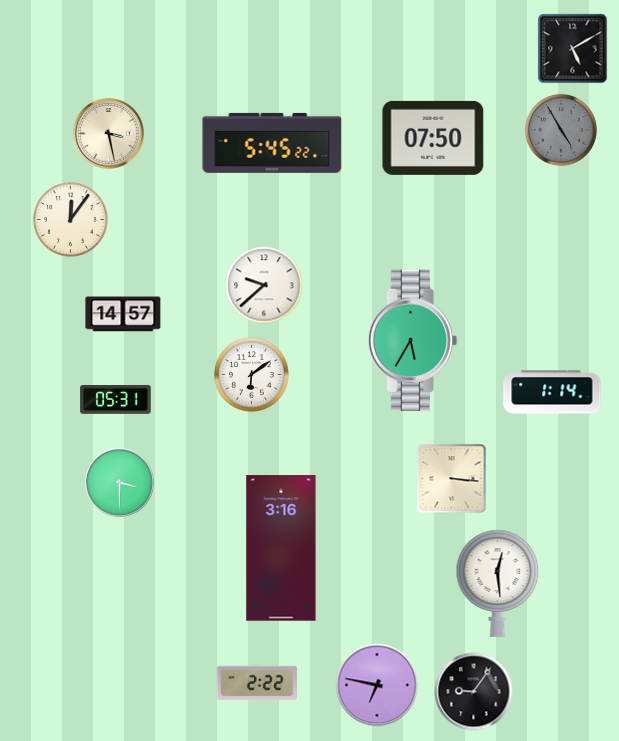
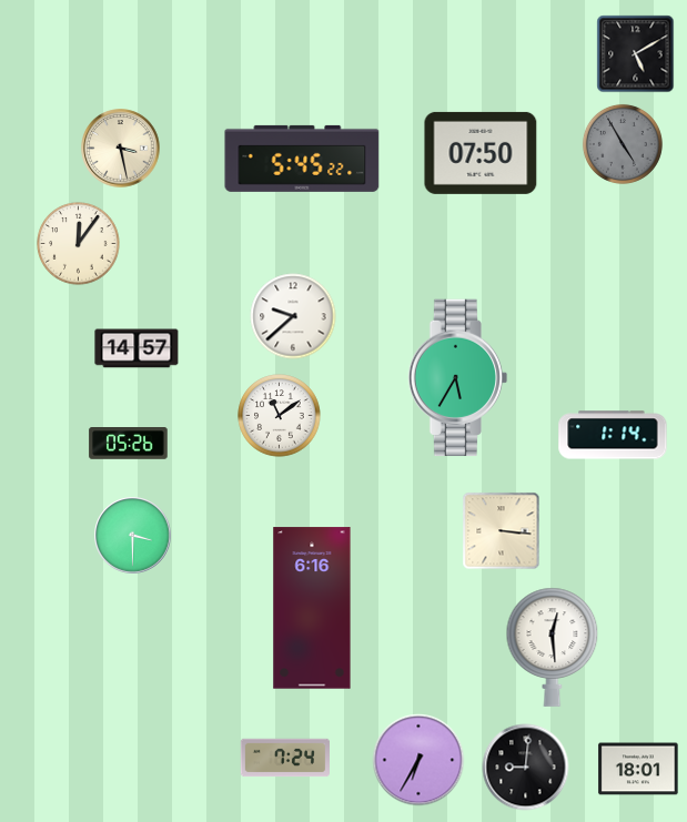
clock at (252, 375): 6:09 -> 11:09
clock at (116, 400): 05:31 -> 05:26
clock at (281, 548): 3:16 -> 6:16
clock at (256, 683): 2:22 -> 7:24
clock at (377, 685): 6:47 -> 6:35
clock at (474, 692): 9:06 -> 9:01
clock at (638, 769): none -> 18:01
